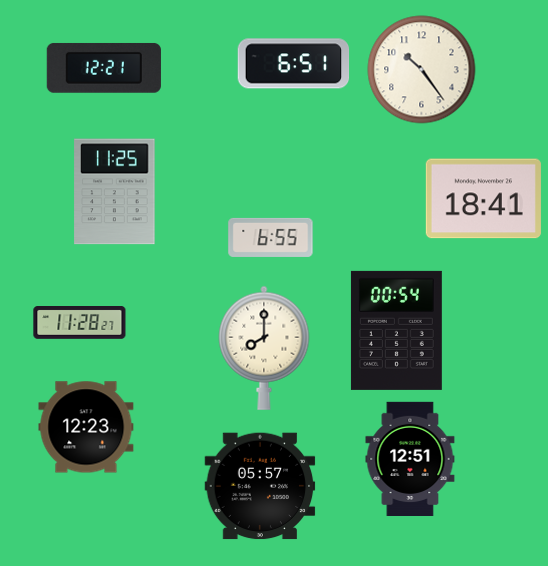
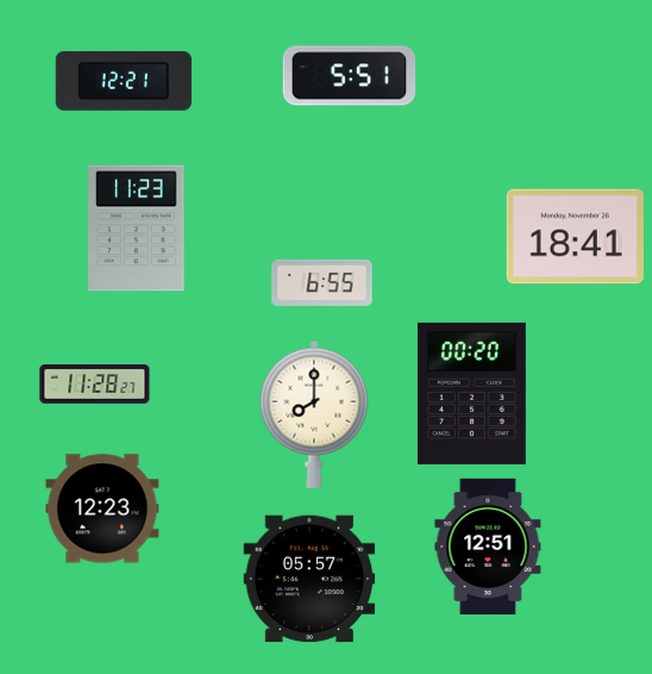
clock at (294, 64): 6:51 -> 5:51
clock at (422, 70): 10:24 -> none
clock at (115, 192): 11:25 -> 11:23
clock at (396, 330): 00:54 -> 00:20
